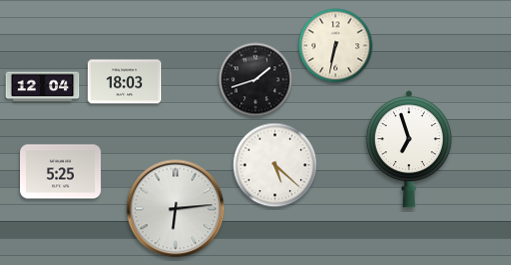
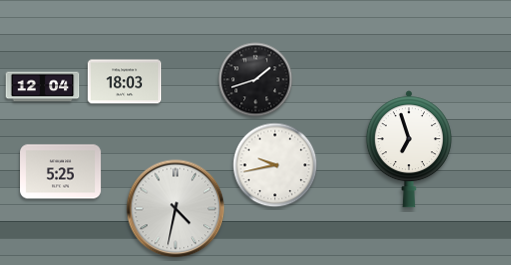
clock at (336, 46): 6:32 -> none
clock at (275, 165): 5:22 -> 9:43
clock at (176, 209): 6:14 -> 4:32
